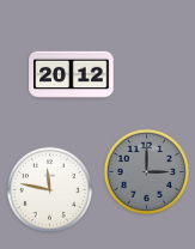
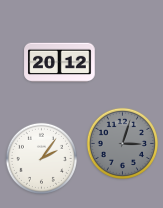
clock at (146, 171): 3:00 -> 3:03
clock at (49, 189): 11:47 -> 2:06
